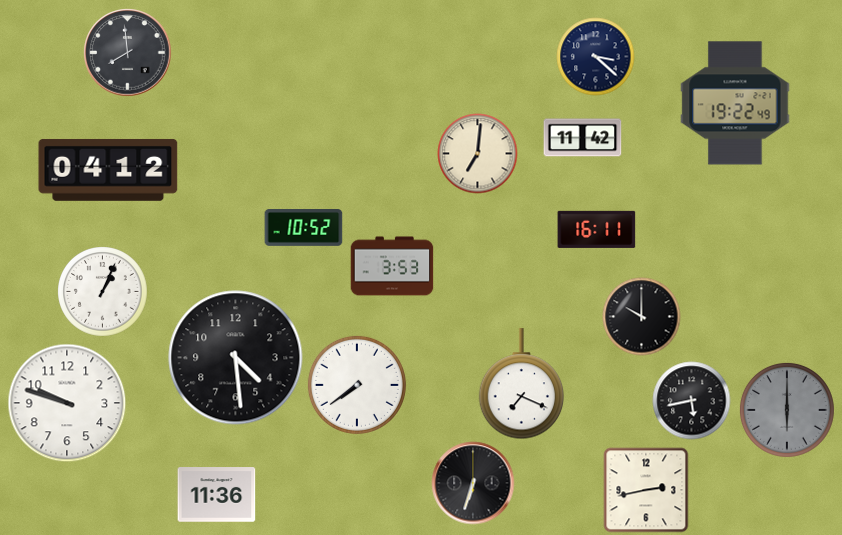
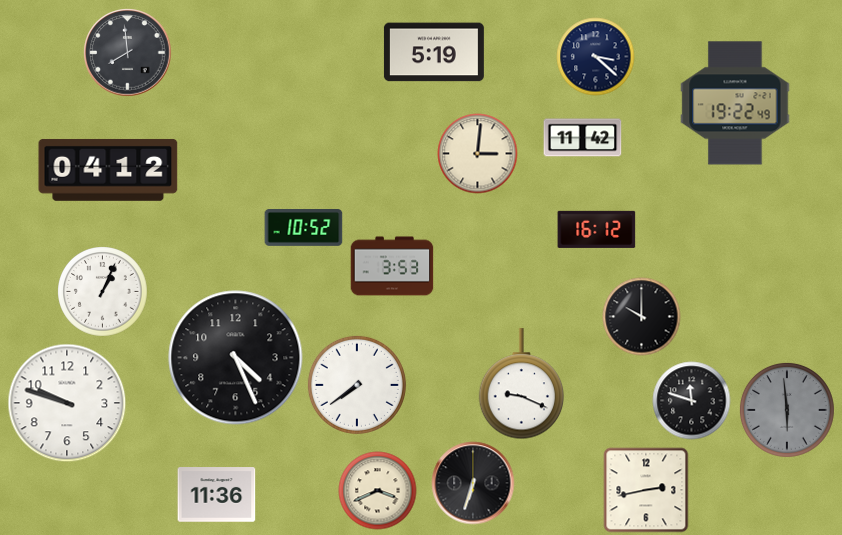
clock at (434, 52): none -> 5:19
clock at (477, 153): 7:01 -> 3:01
clock at (596, 229): 16:11 -> 16:12
clock at (236, 358): 4:29 -> 4:26
clock at (522, 384): 7:19 -> 9:19
clock at (691, 400): 5:43 -> 11:48
clock at (787, 410): 6:00 -> 5:59
clock at (377, 490): none -> 3:41
